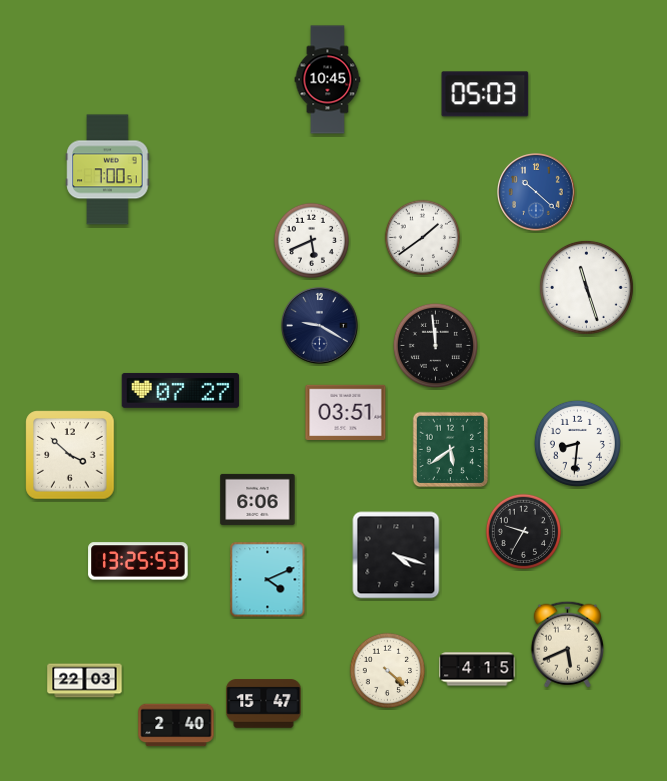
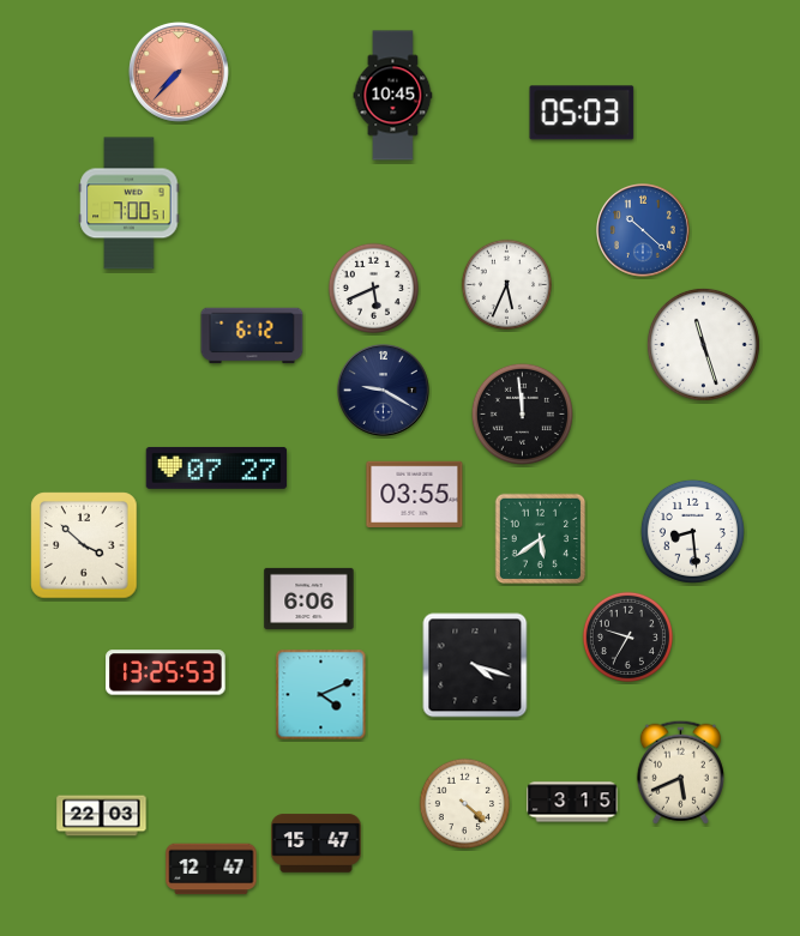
clock at (179, 72): none -> 7:37
clock at (422, 237): 1:39 -> 5:34
clock at (252, 336): none -> 6:12
clock at (346, 412): 03:51 -> 03:55
clock at (577, 443): 8:31 -> 8:29
clock at (477, 669): 4:15 -> 3:15
clock at (176, 725): 2:40 -> 12:47
